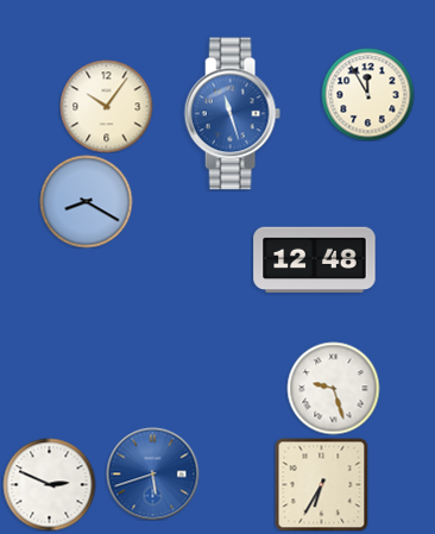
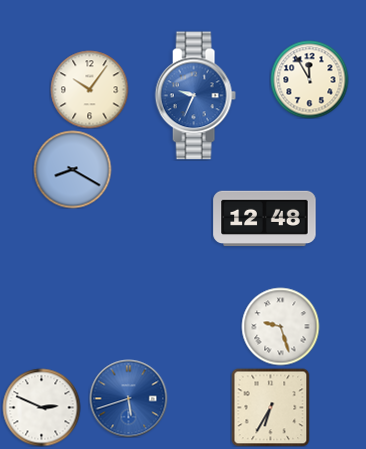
clock at (232, 114): 11:27 -> 9:34
